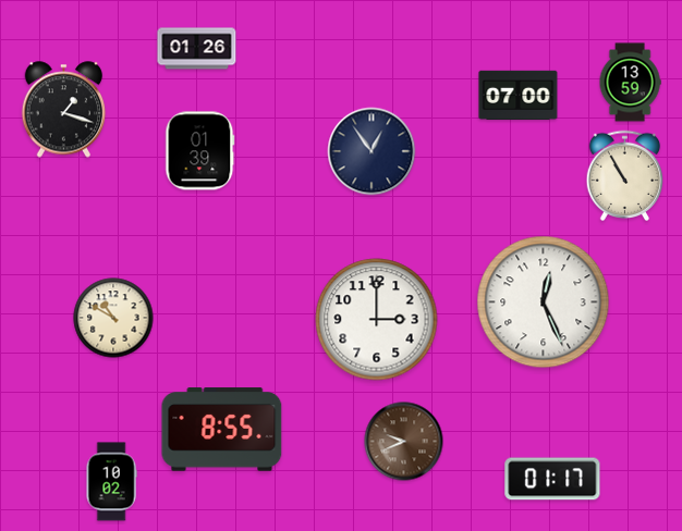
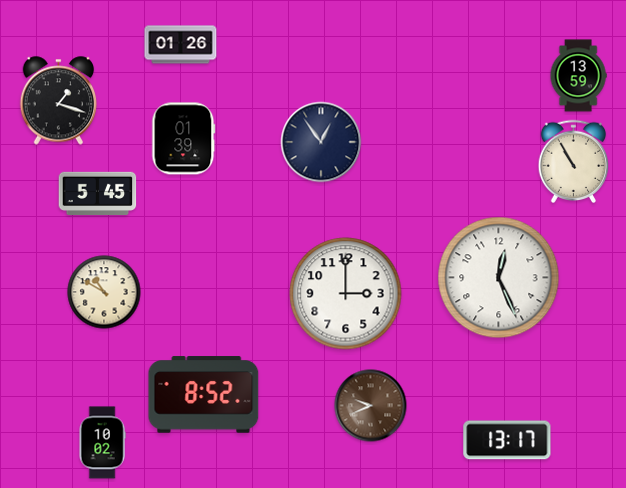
clock at (519, 96): 07:00 -> none
clock at (372, 151) position: (372, 151) -> (321, 142)
clock at (98, 193): none -> 5:45
clock at (222, 430): 8:55 -> 8:52
clock at (552, 479): 01:17 -> 13:17
